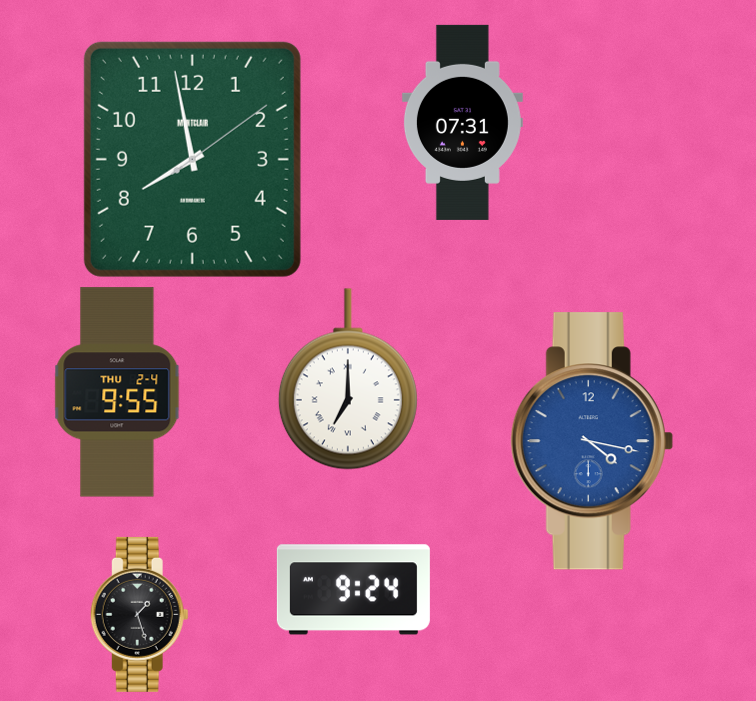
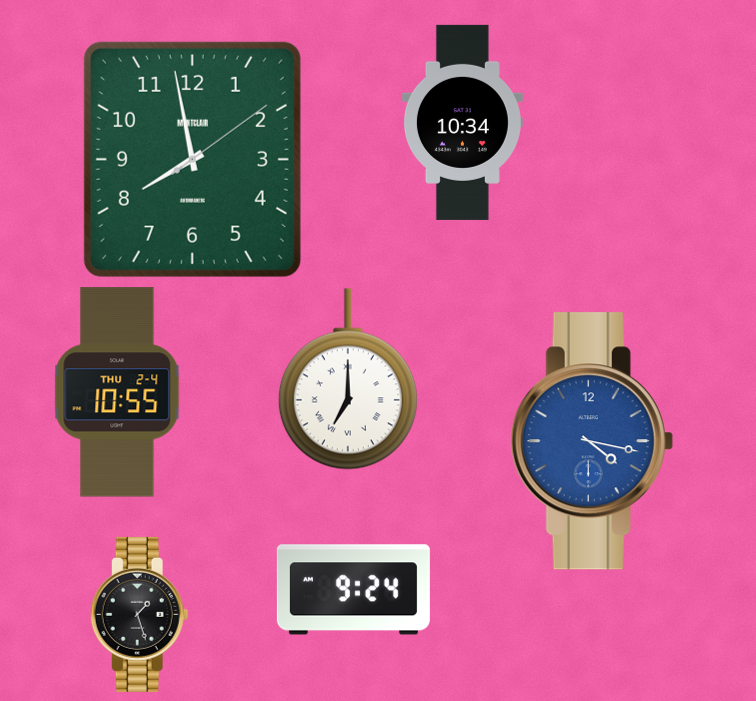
clock at (462, 122): 07:31 -> 10:34
clock at (117, 392): 9:55 -> 10:55
